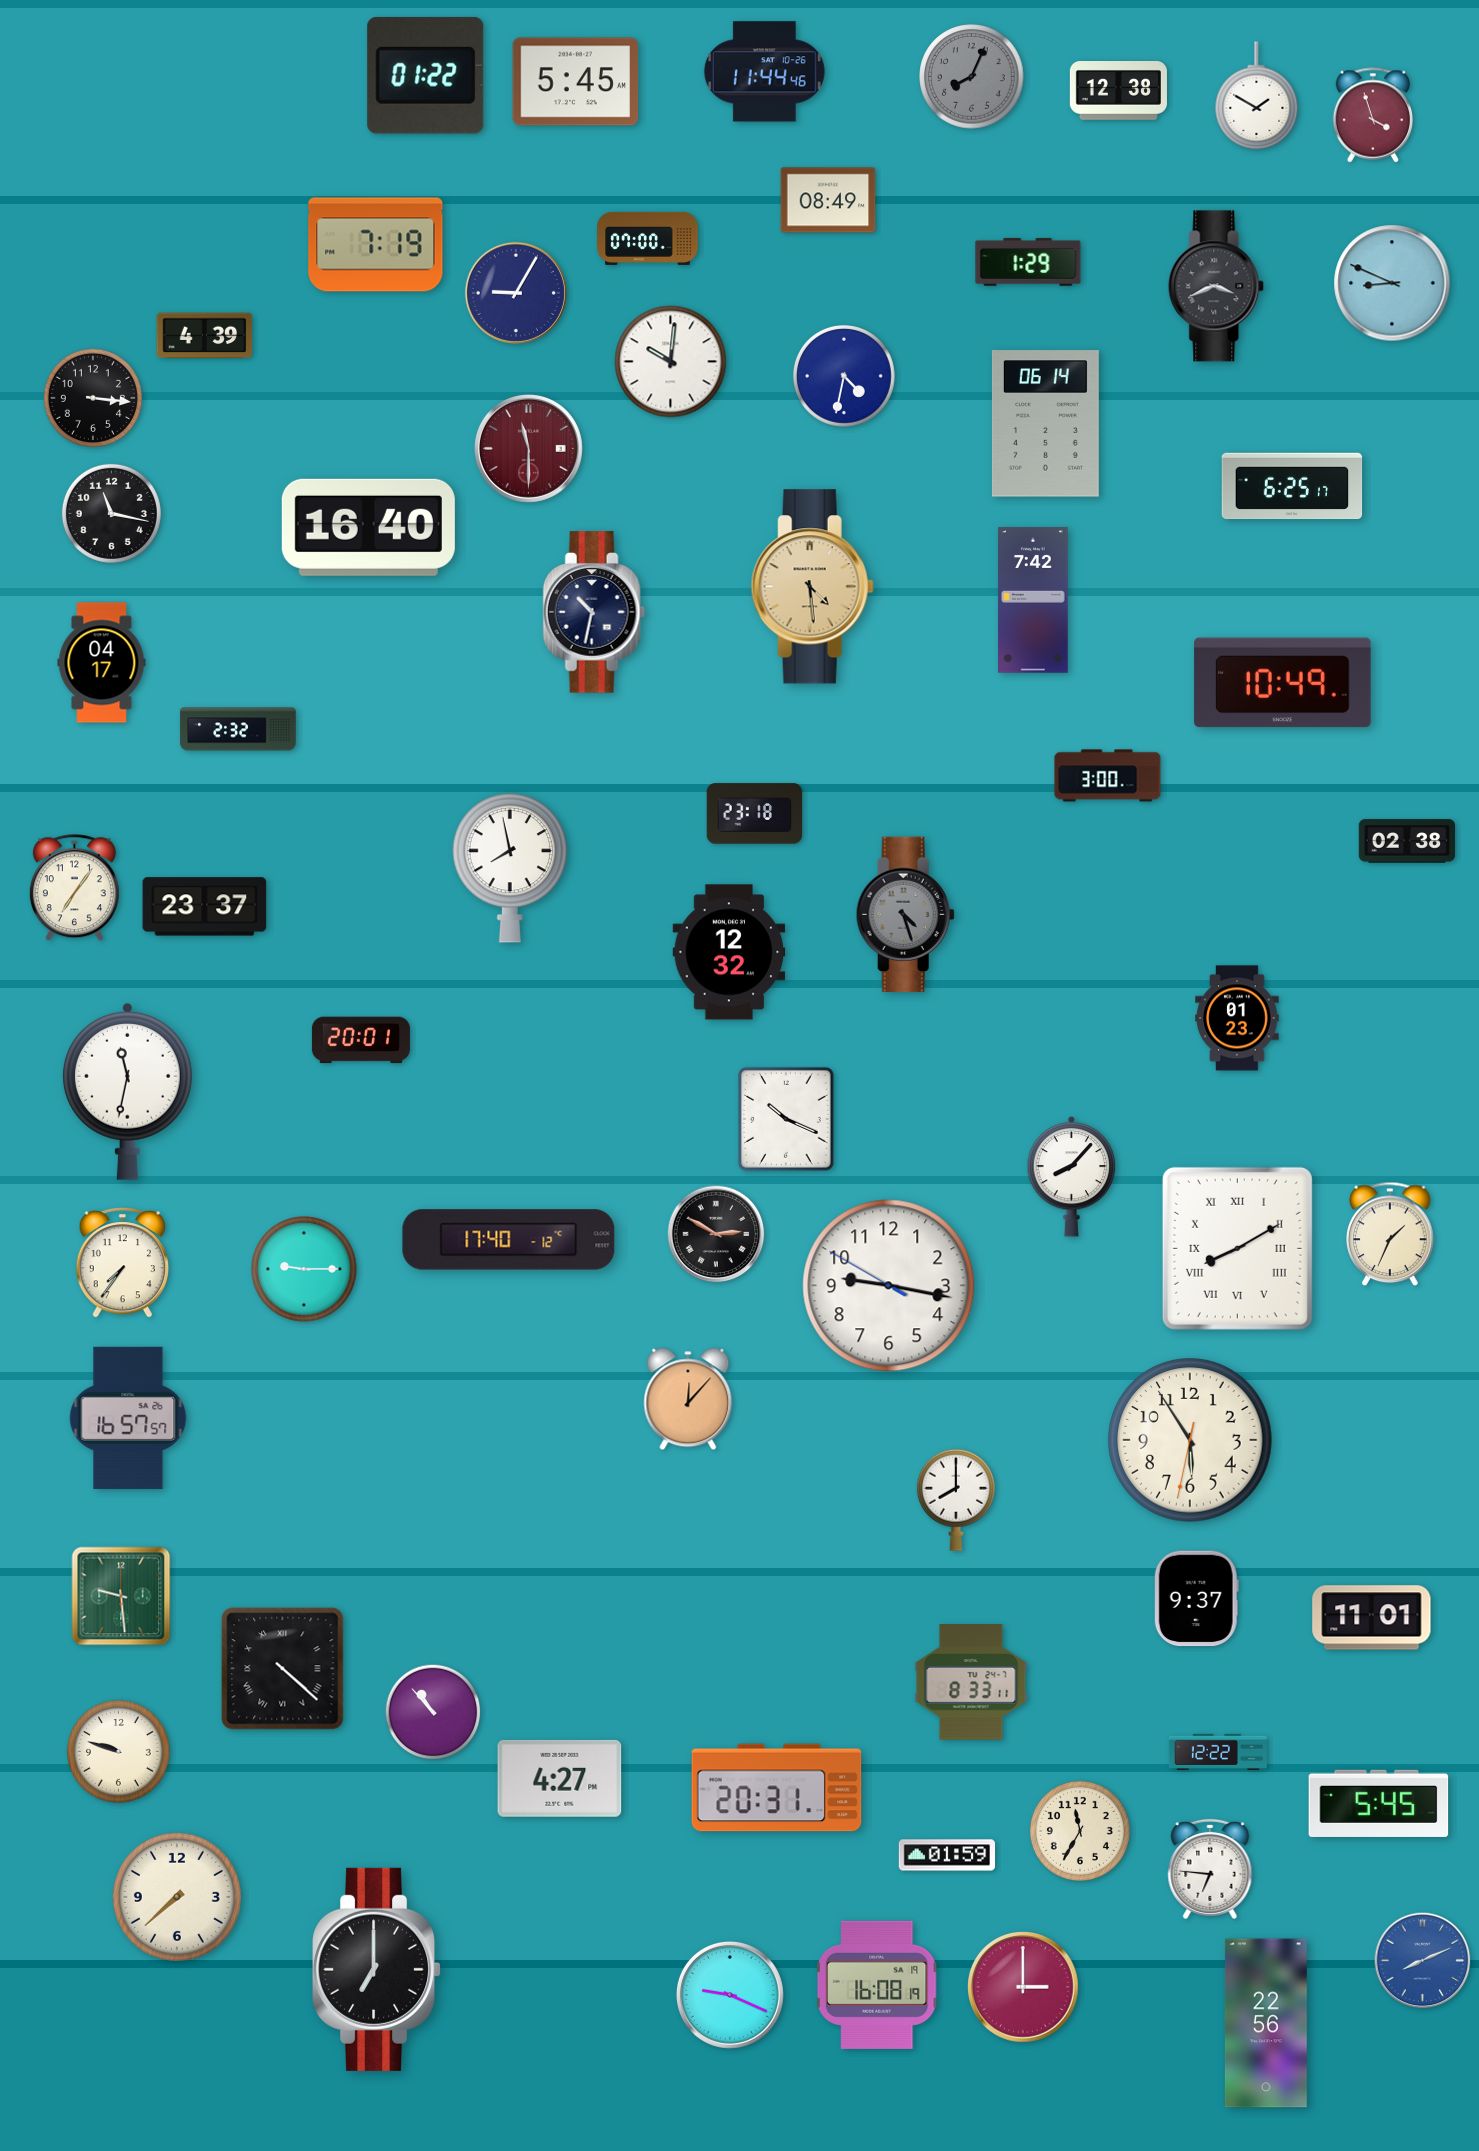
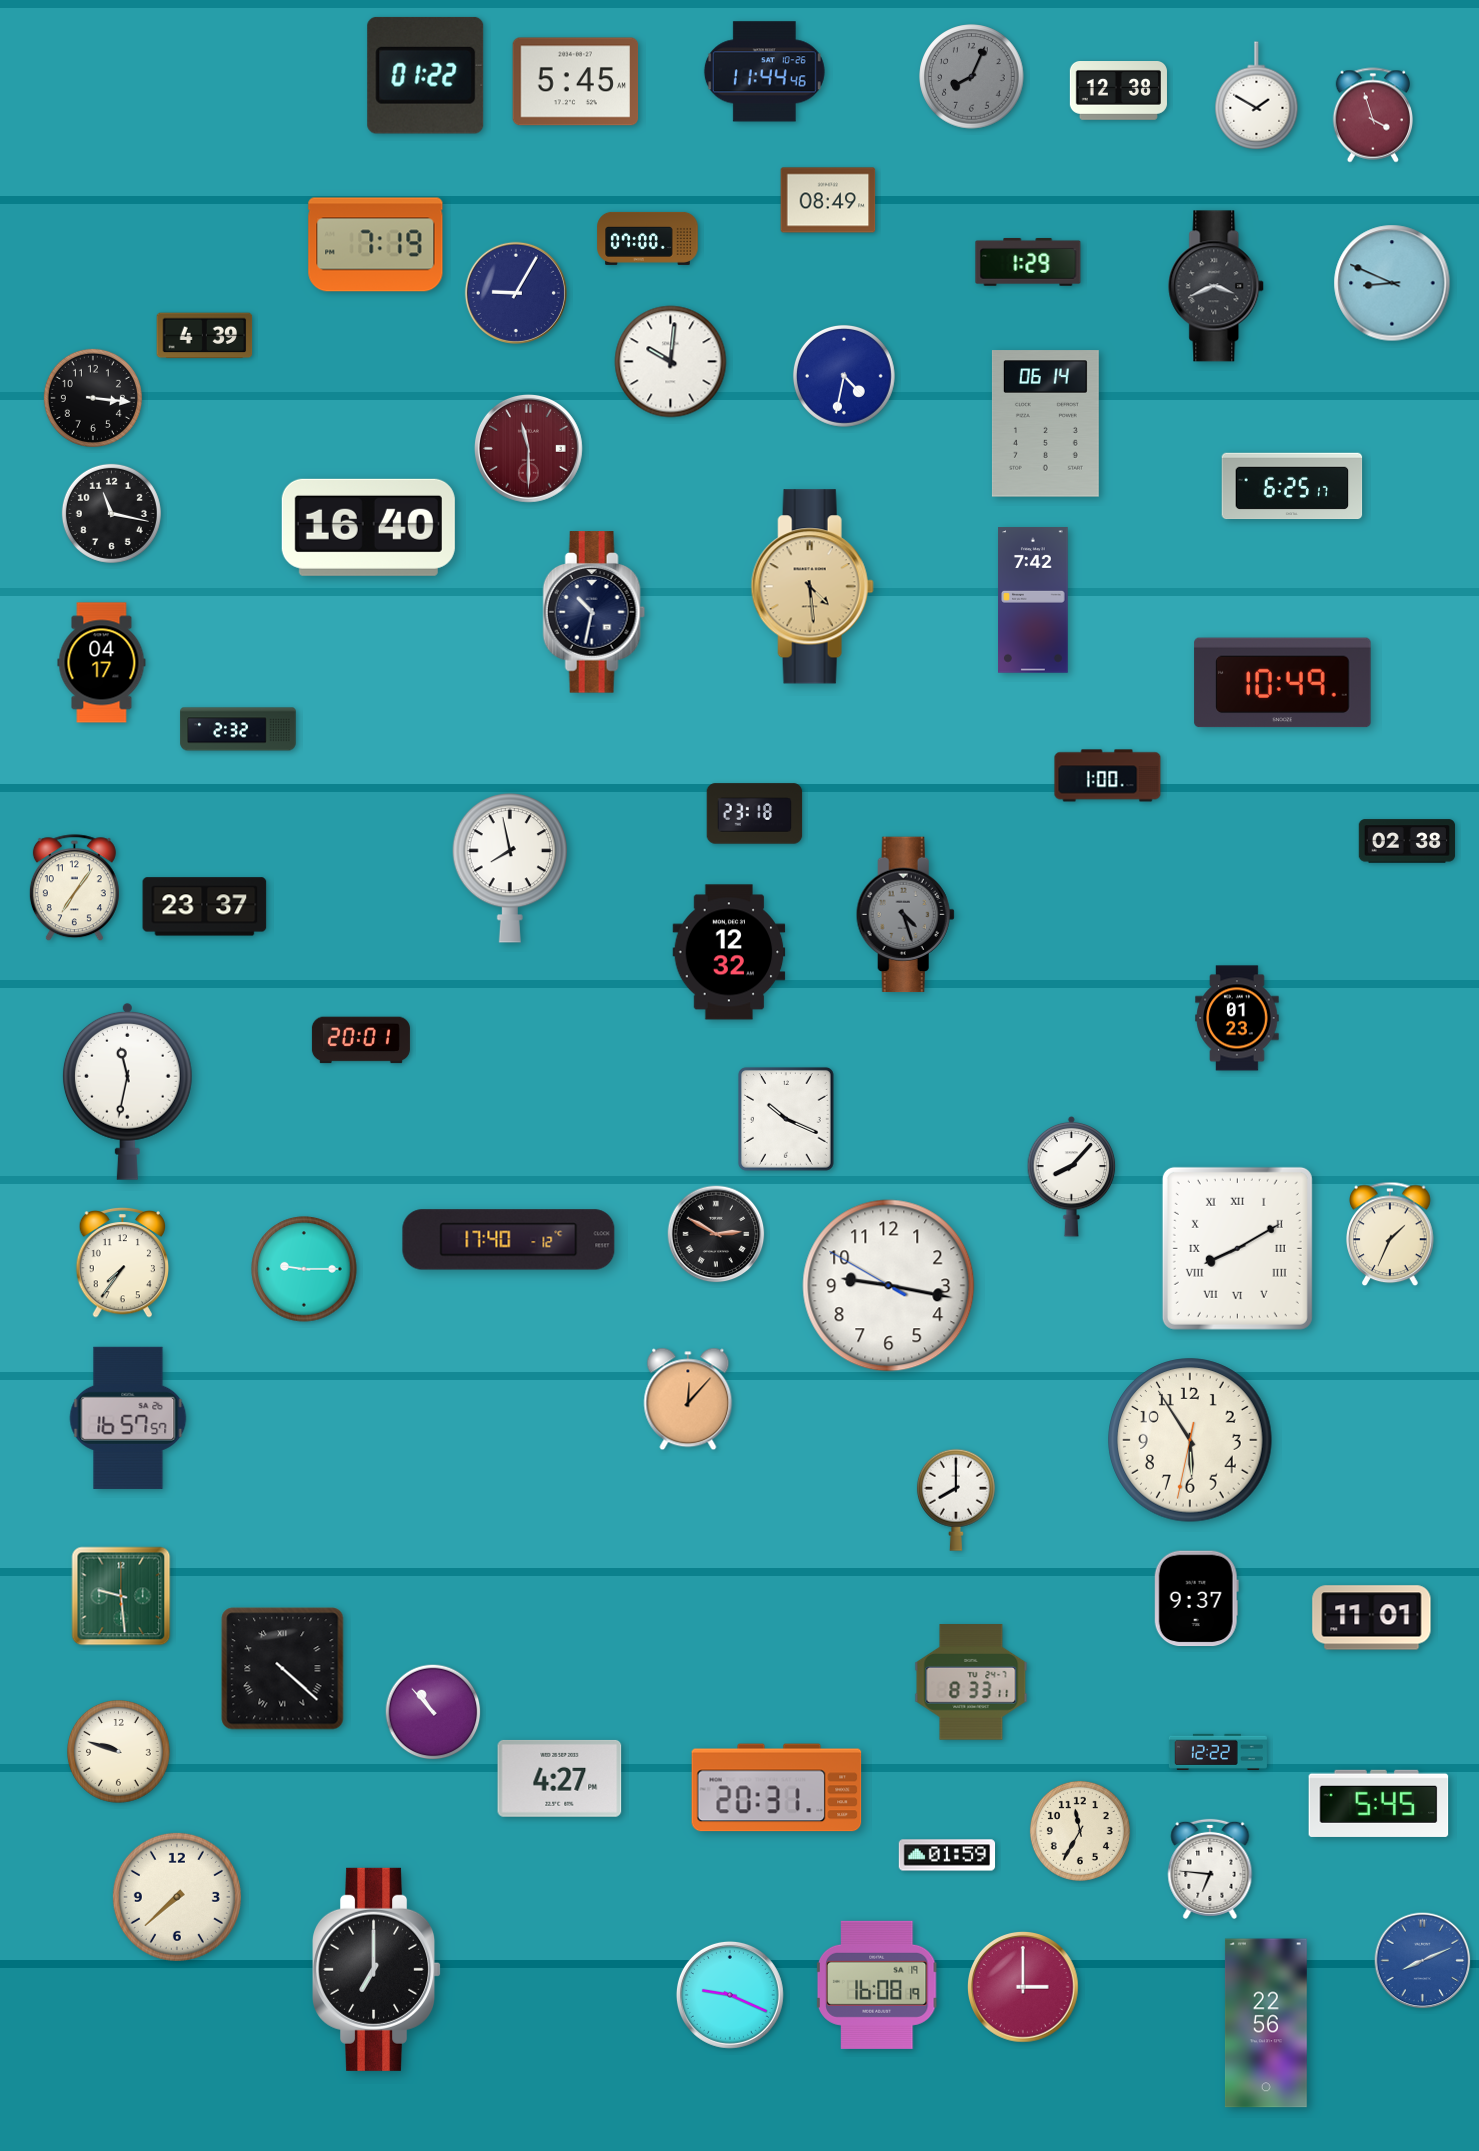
clock at (1108, 776): 3:00 -> 1:00
